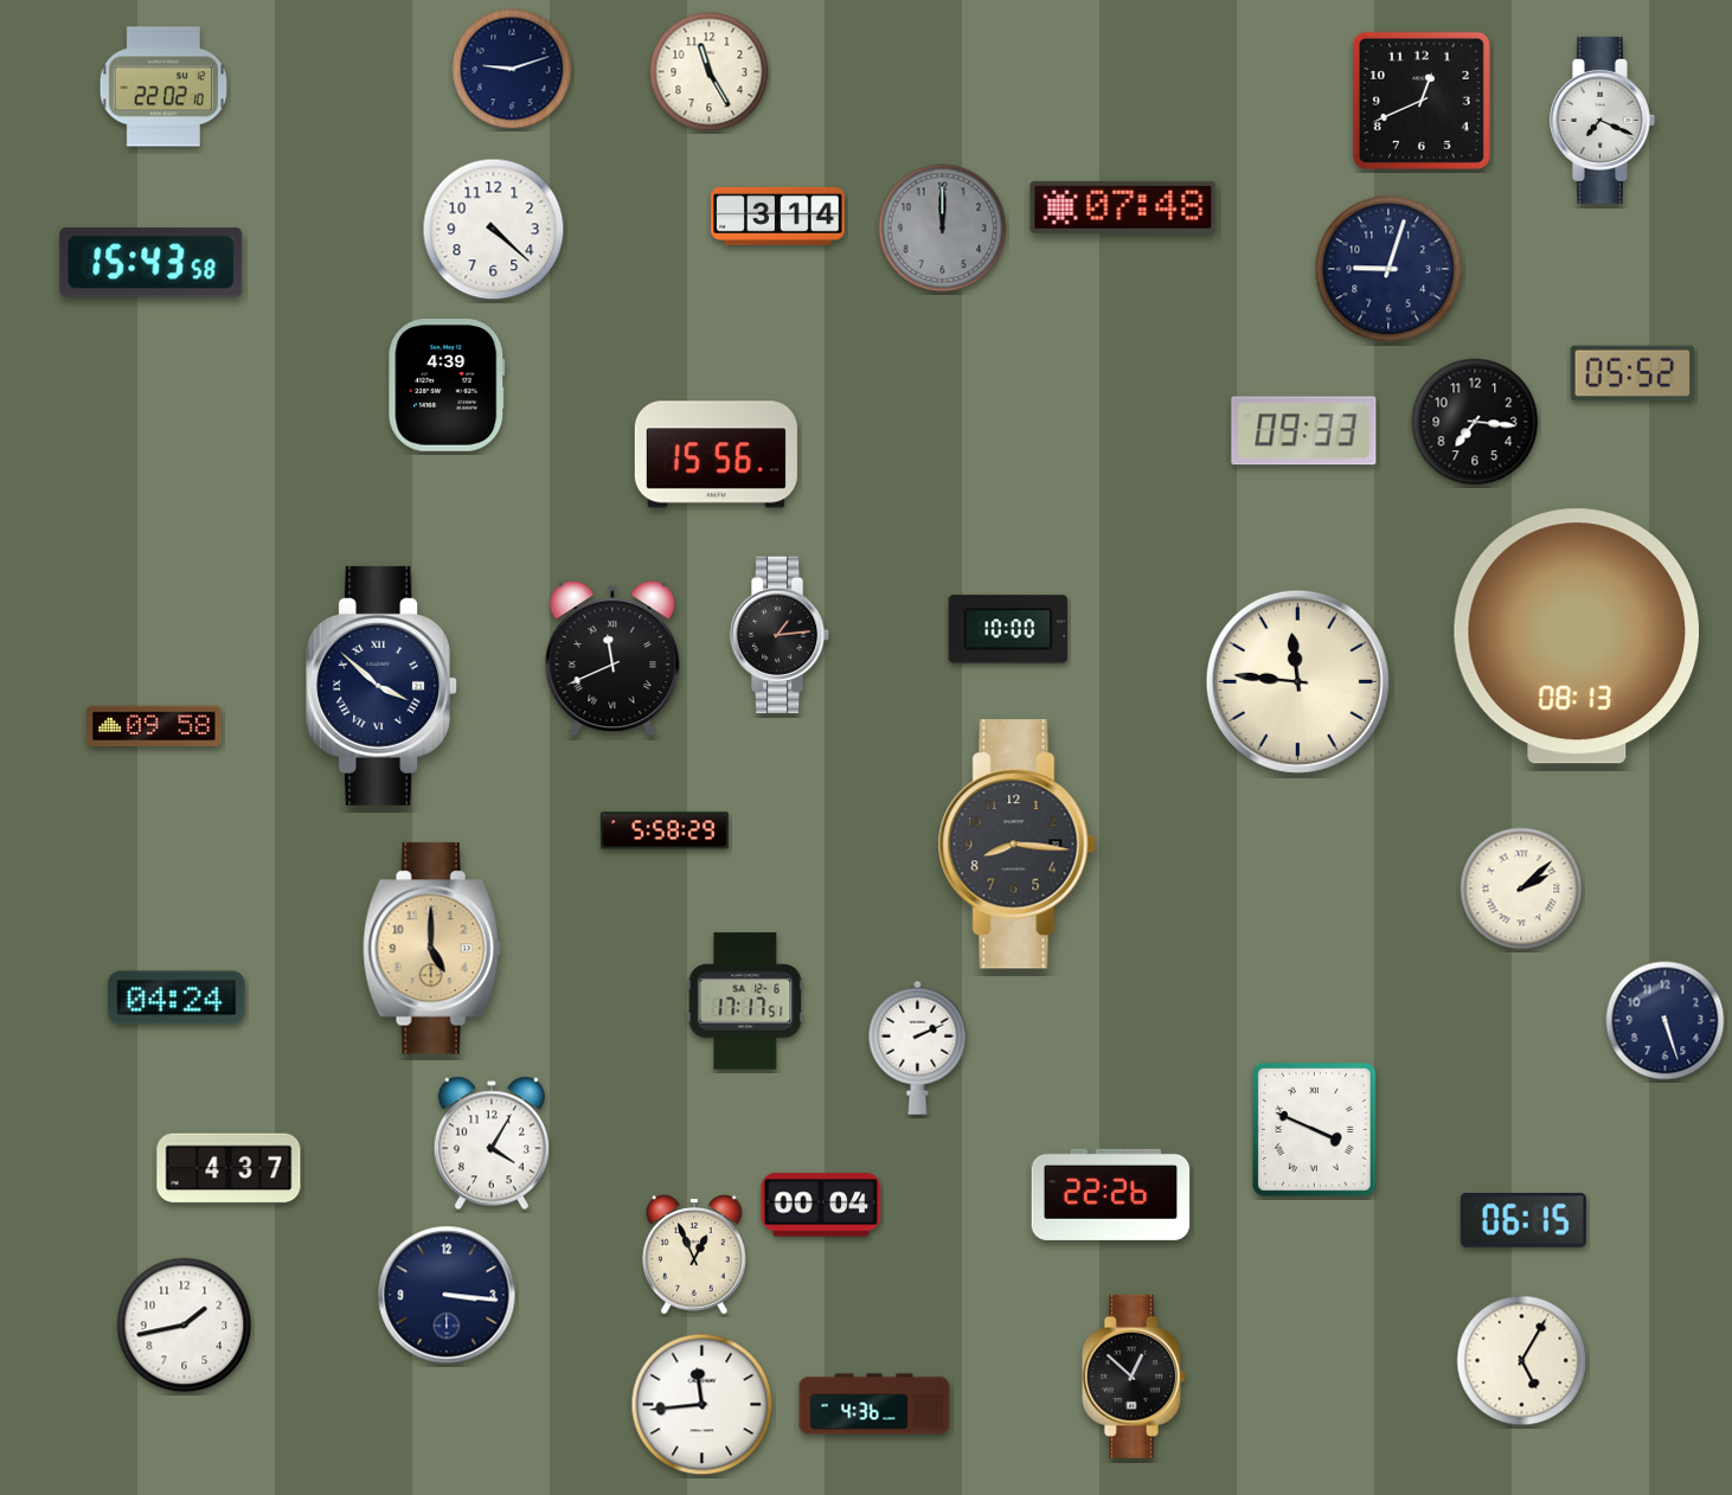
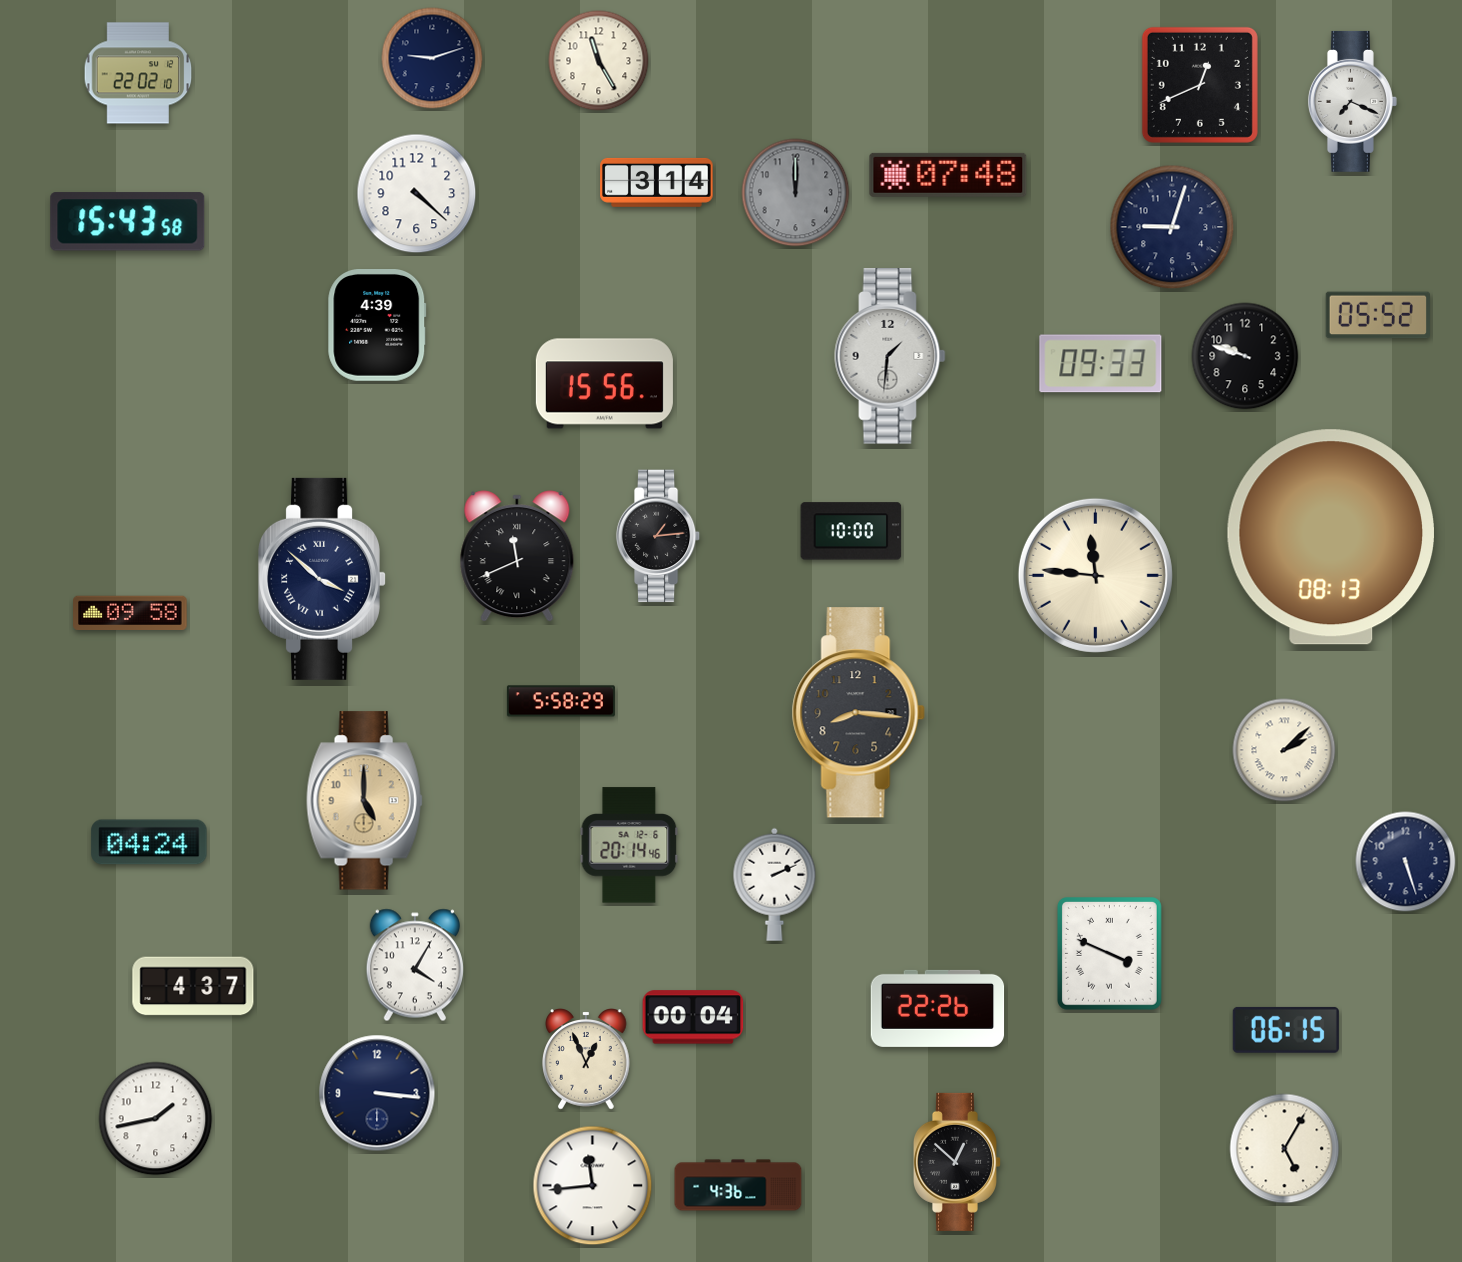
clock at (890, 356): none -> 1:31
clock at (1475, 422): 7:16 -> 9:48
clock at (745, 1001): 17:17 -> 20:14
